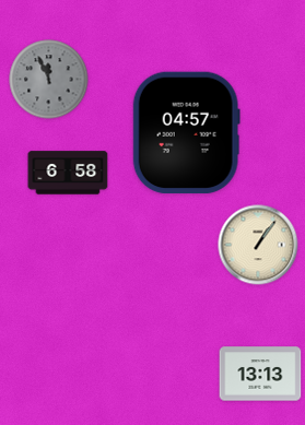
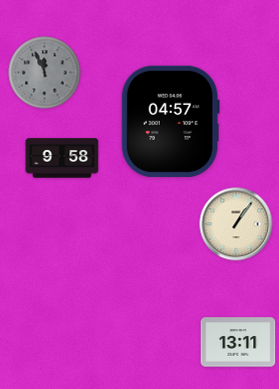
clock at (68, 173): 6:58 -> 9:58
clock at (260, 374): 13:13 -> 13:11
